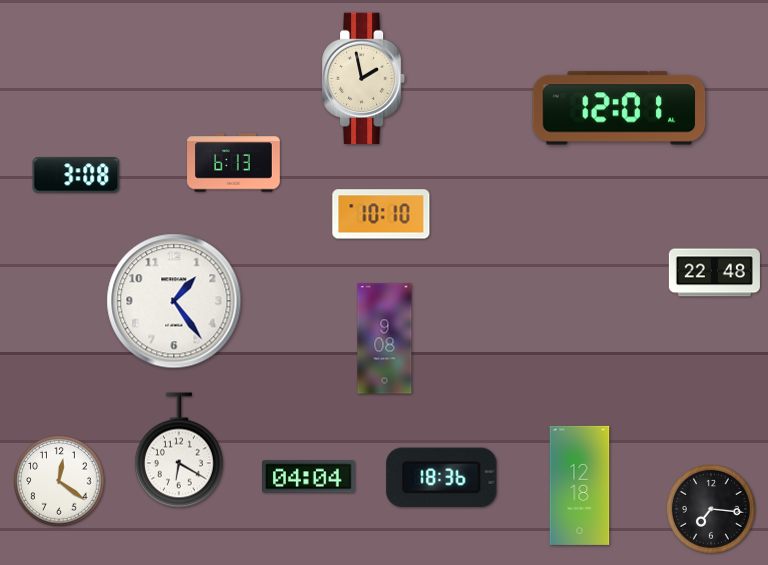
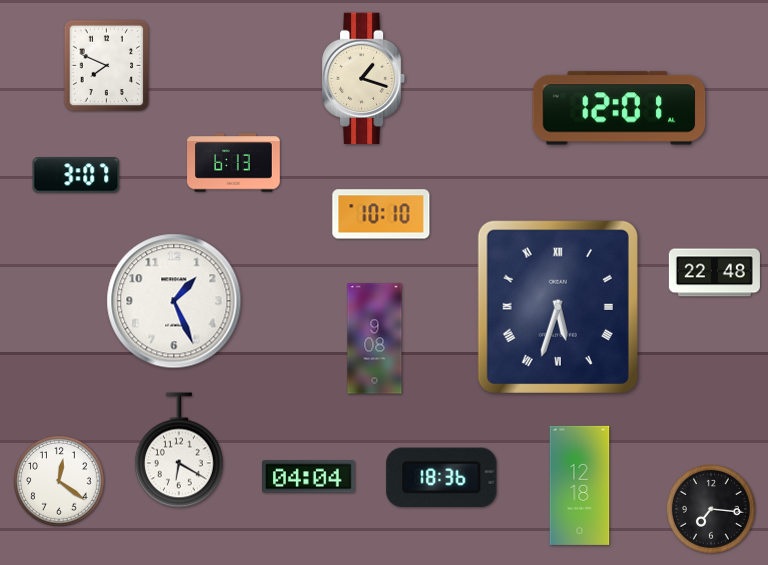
clock at (107, 66): none -> 7:49
clock at (365, 78): 1:58 -> 1:18
clock at (76, 175): 3:08 -> 3:07
clock at (174, 301): 1:24 -> 1:26
clock at (558, 307): none -> 5:33
clock at (385, 339) position: (385, 339) -> (375, 339)
